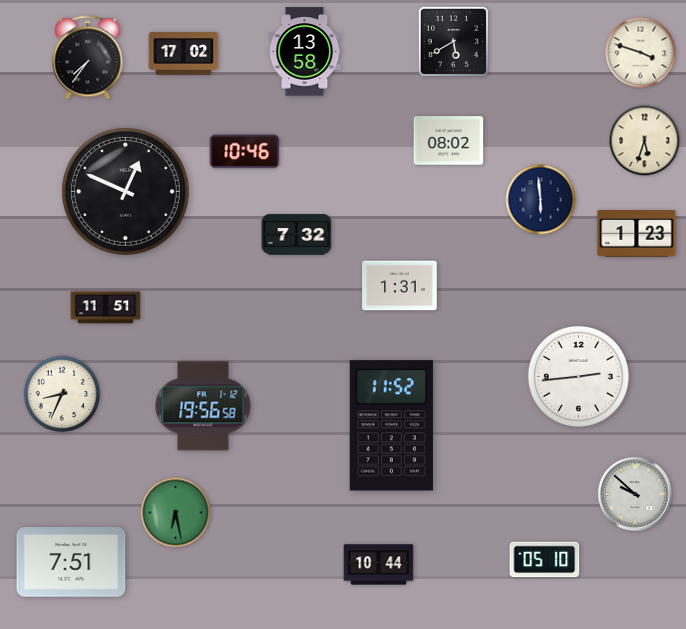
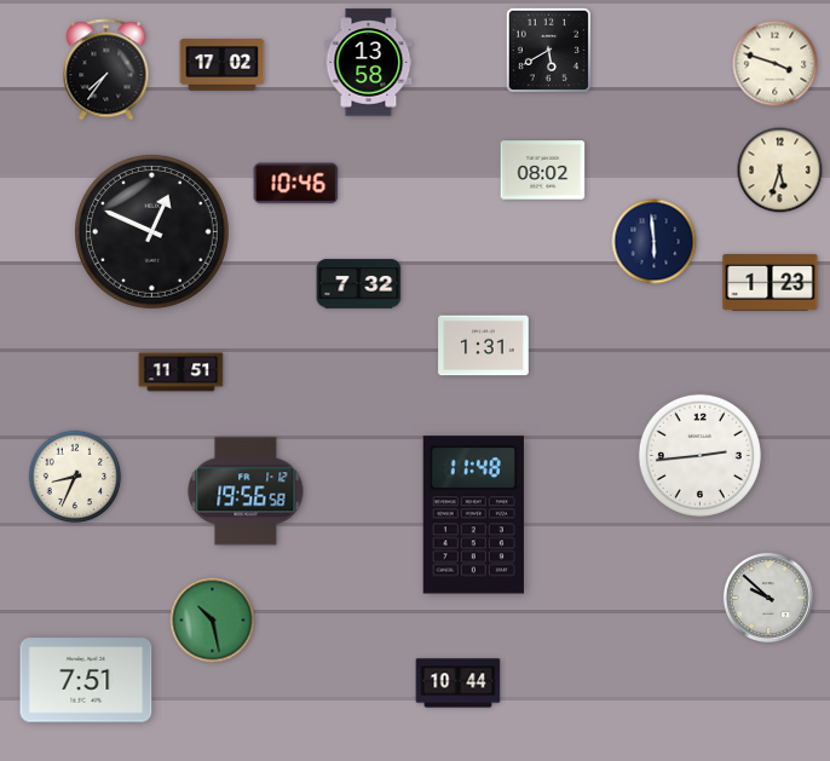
clock at (106, 308) position: (106, 308) -> (181, 373)
clock at (391, 426): 11:52 -> 11:48
clock at (176, 513): 6:28 -> 10:28
clock at (545, 560): 05:10 -> none
